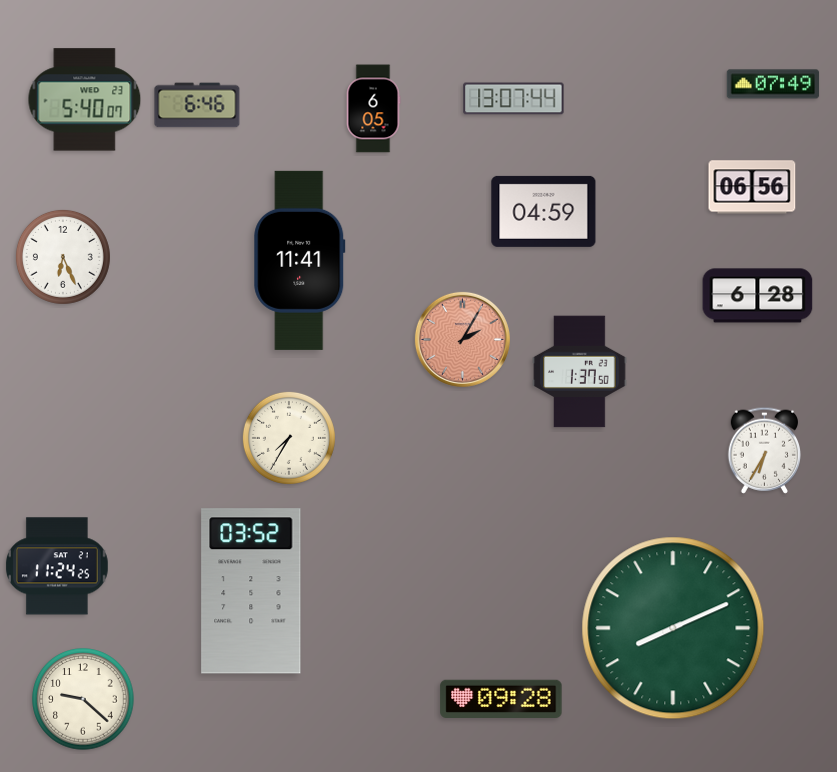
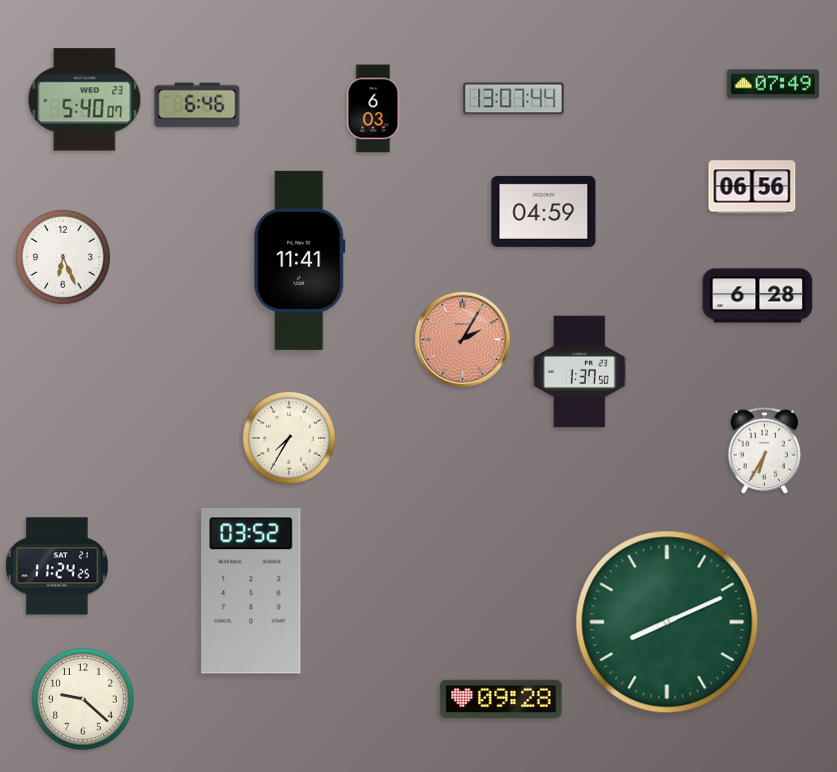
clock at (373, 109): 6:05 -> 6:03
clock at (673, 628) position: (673, 628) -> (667, 622)
